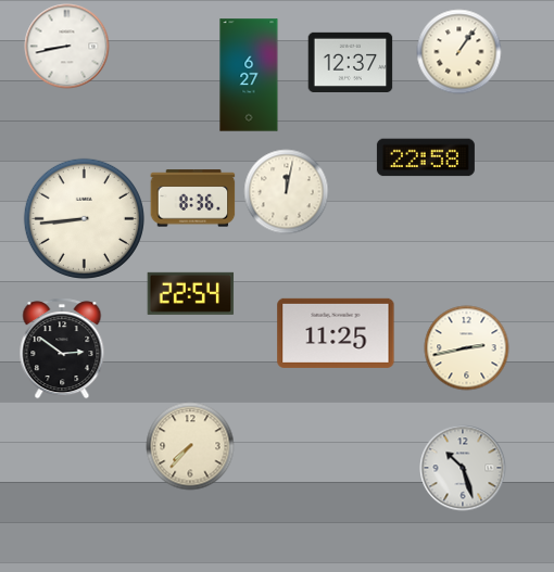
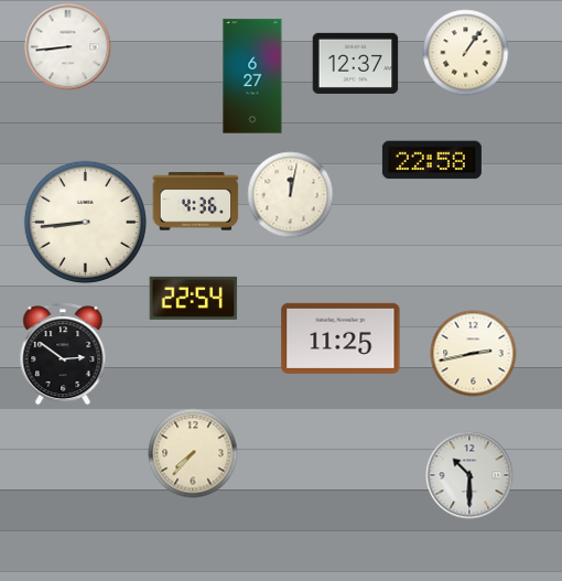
clock at (66, 46): 8:43 -> 8:44
clock at (192, 199): 8:36 -> 4:36
clock at (463, 468): 10:27 -> 10:30
